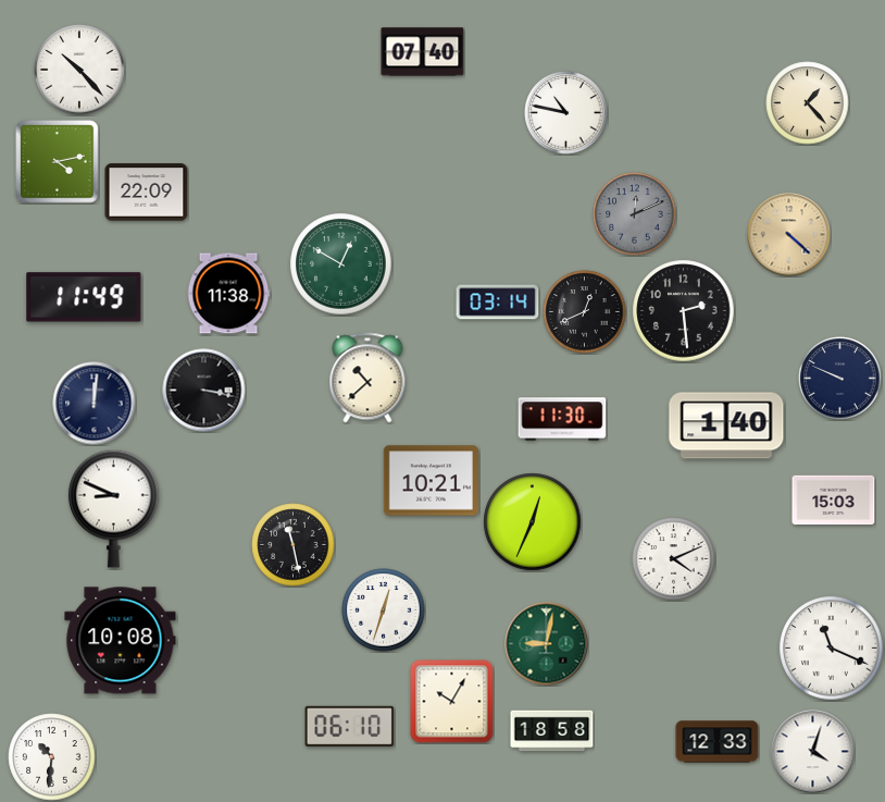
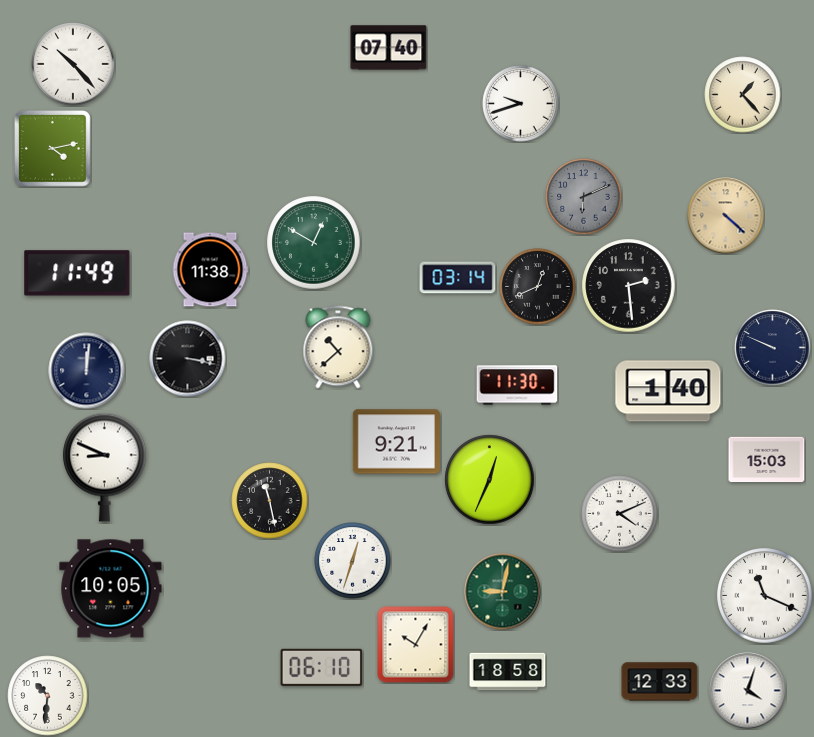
clock at (566, 113): 10:47 -> 9:42
clock at (147, 193): 22:09 -> none
clock at (635, 214): 12:11 -> 6:11
clock at (431, 481): 10:21 -> 9:21
clock at (121, 641): 10:08 -> 10:05
